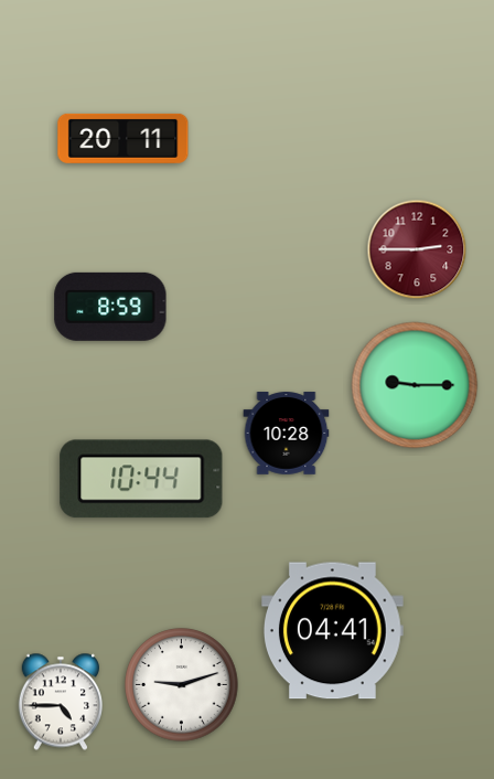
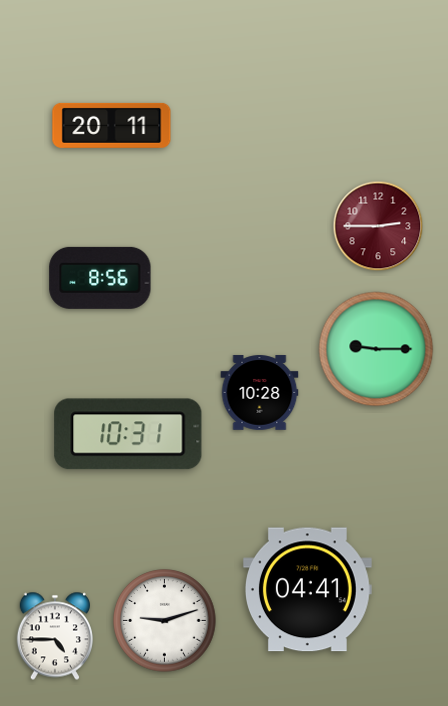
clock at (110, 307): 8:59 -> 8:56
clock at (141, 479): 10:44 -> 10:31
clock at (332, 631) position: (332, 631) -> (307, 590)
